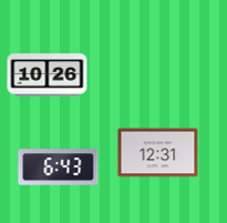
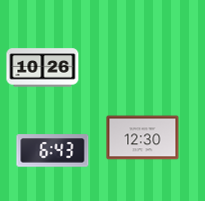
clock at (158, 153): 12:31 -> 12:30
